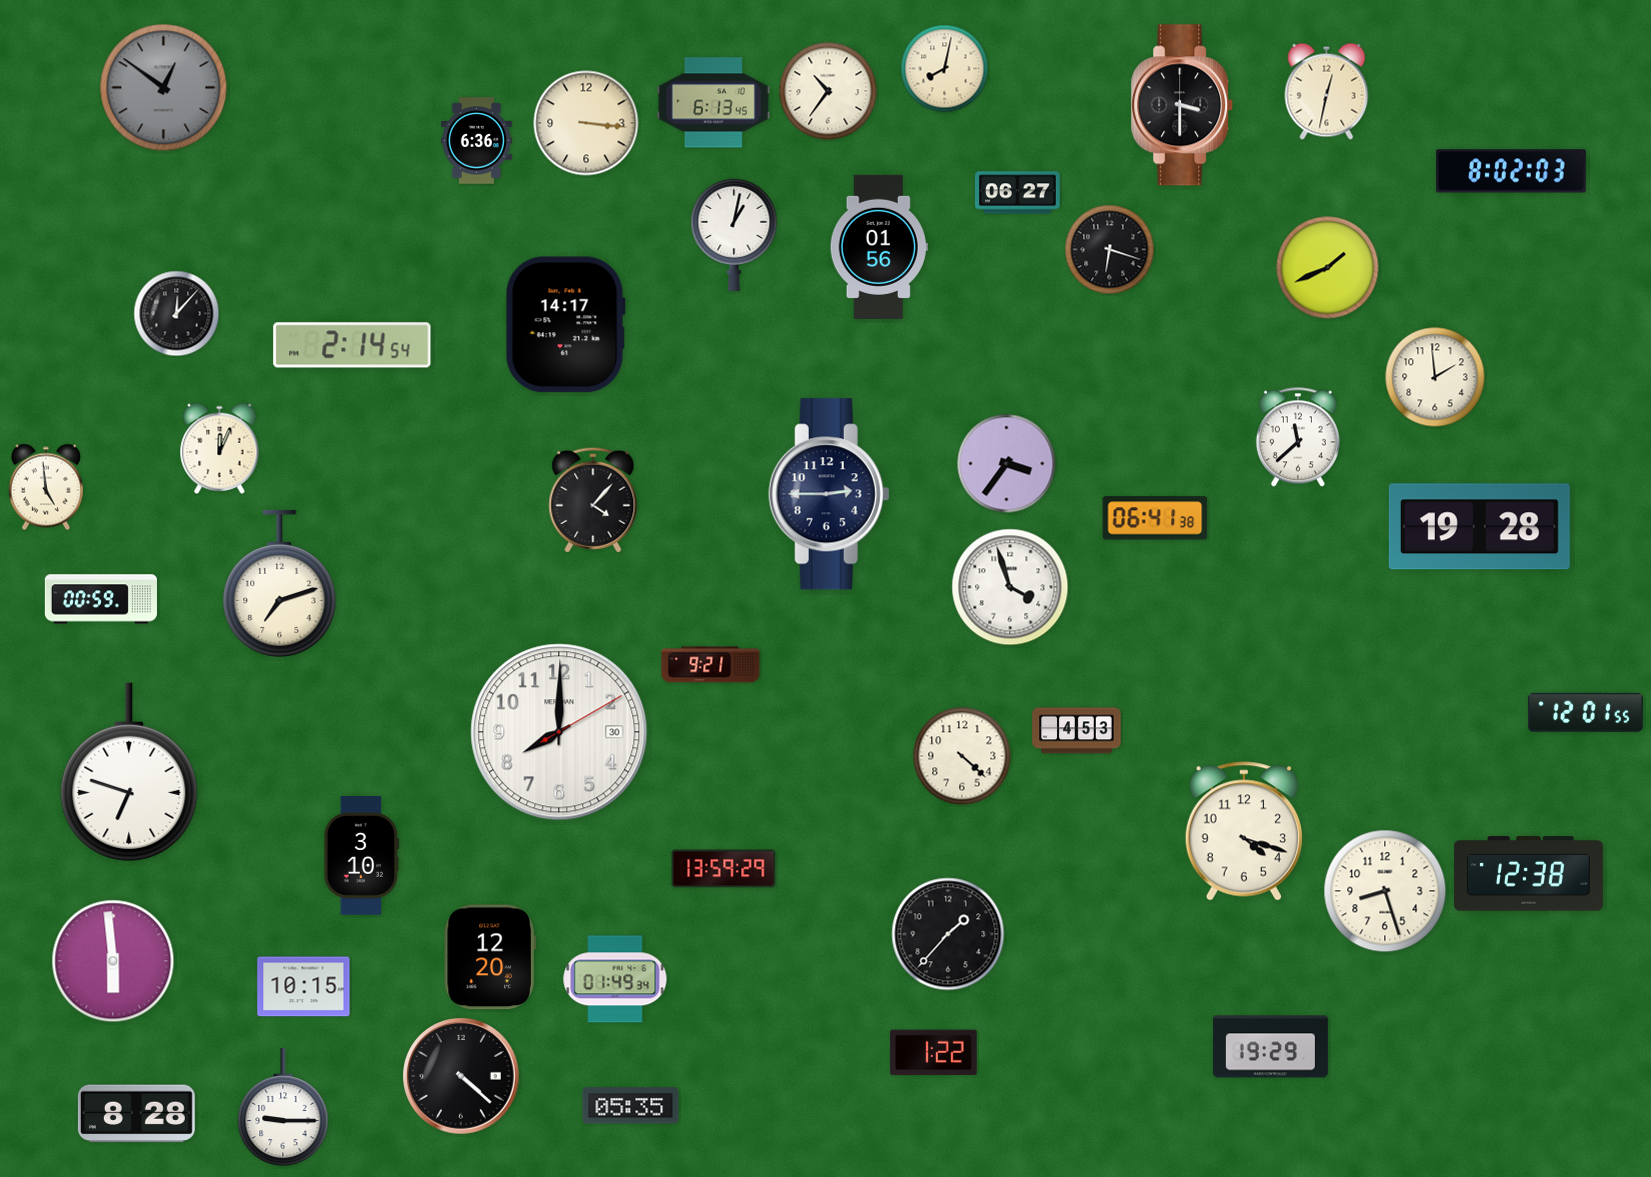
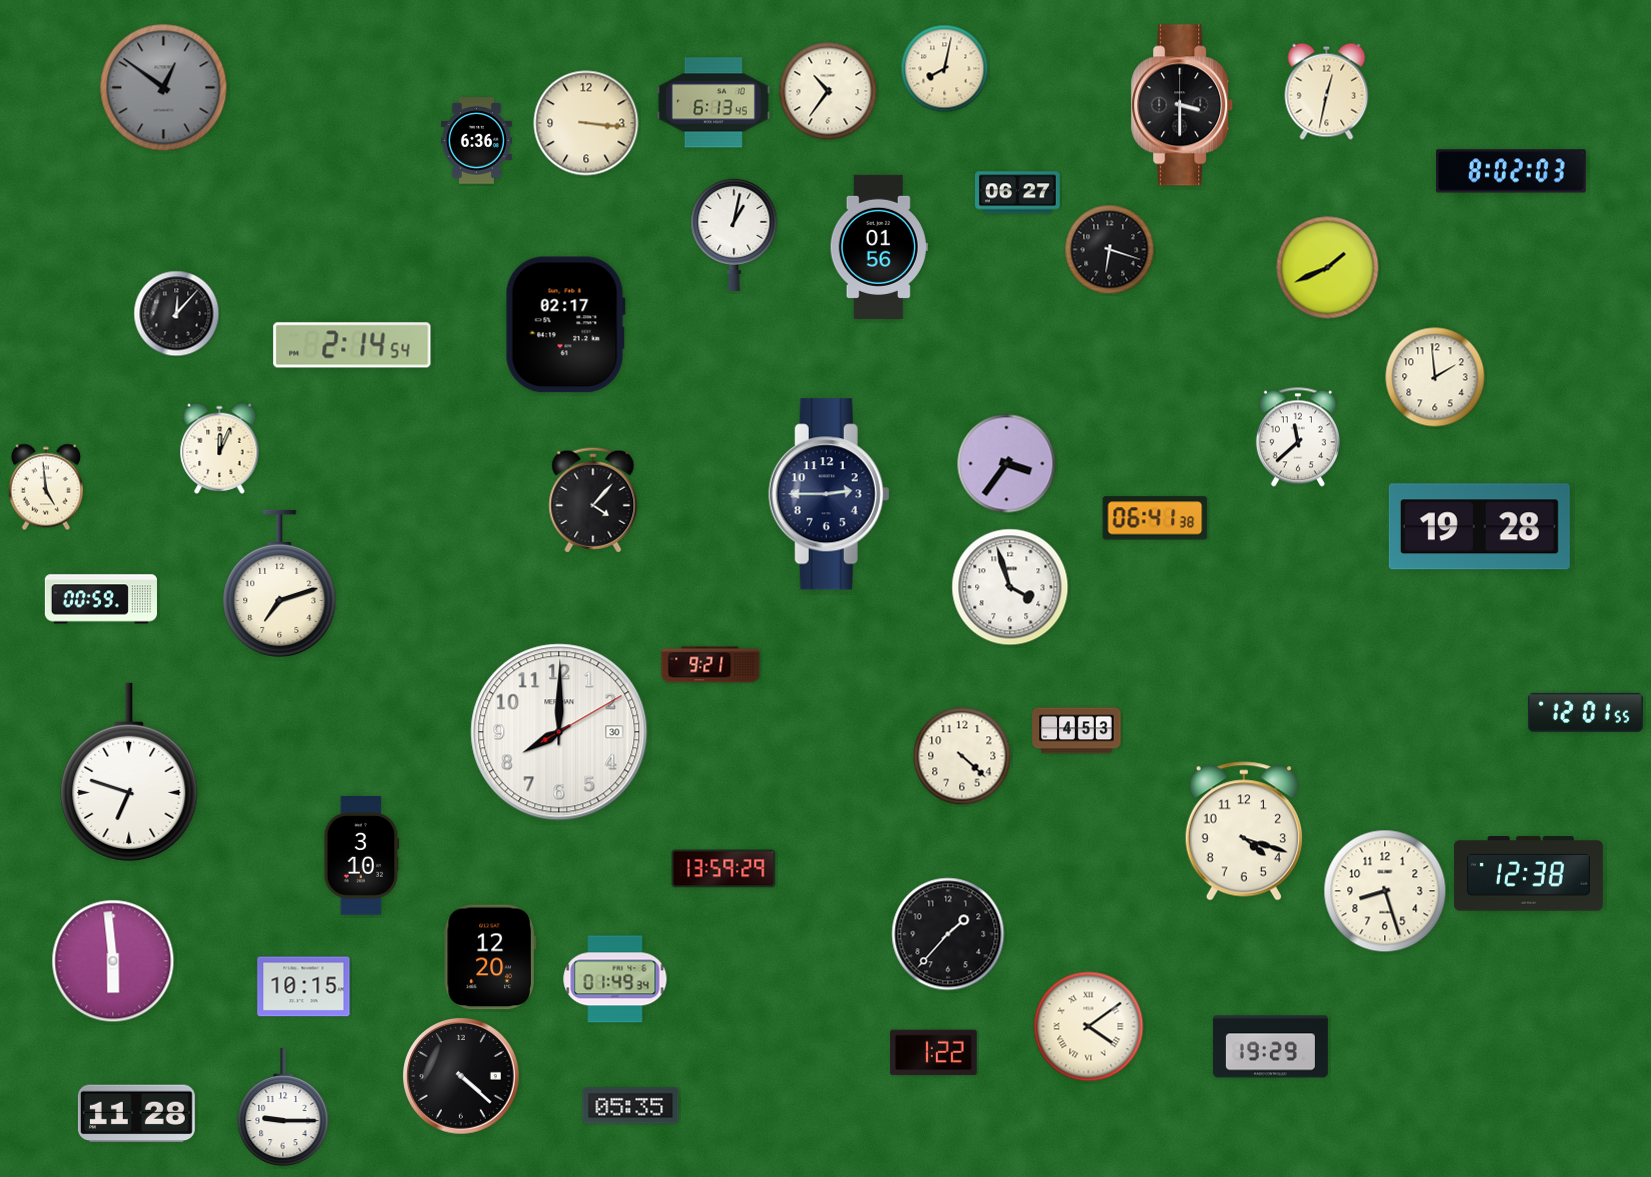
clock at (565, 325): 14:17 -> 02:17
clock at (1089, 1027): none -> 4:09
clock at (136, 1114): 8:28 -> 11:28
